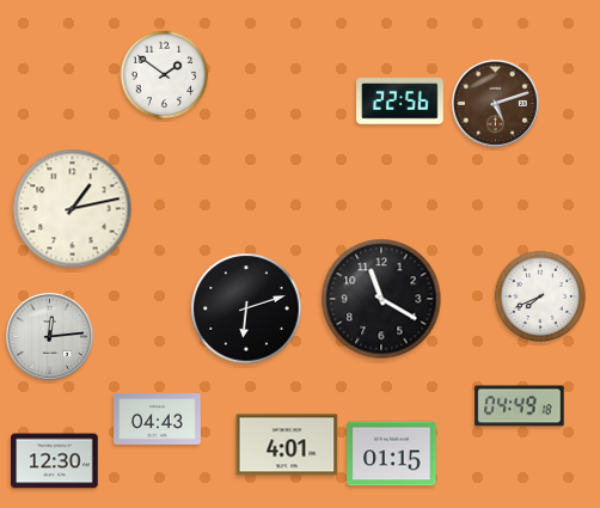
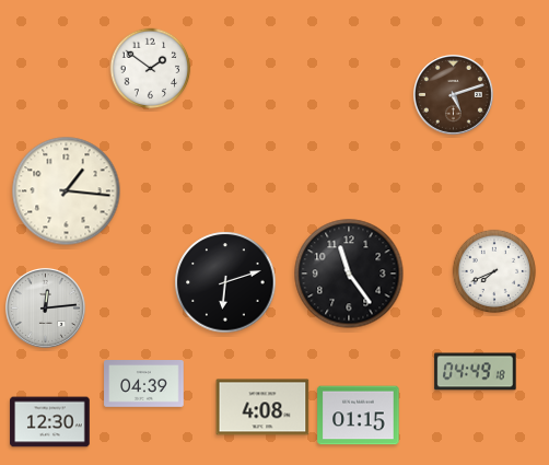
clock at (400, 102): 22:56 -> none
clock at (73, 209): 1:13 -> 1:16
clock at (381, 299): 11:20 -> 11:24
clock at (158, 420): 04:43 -> 04:39
clock at (287, 445): 4:01 -> 4:08
